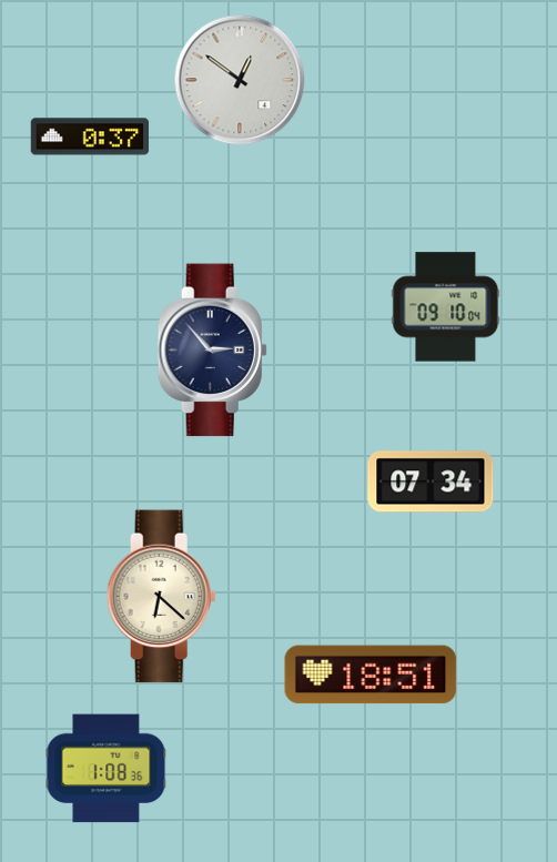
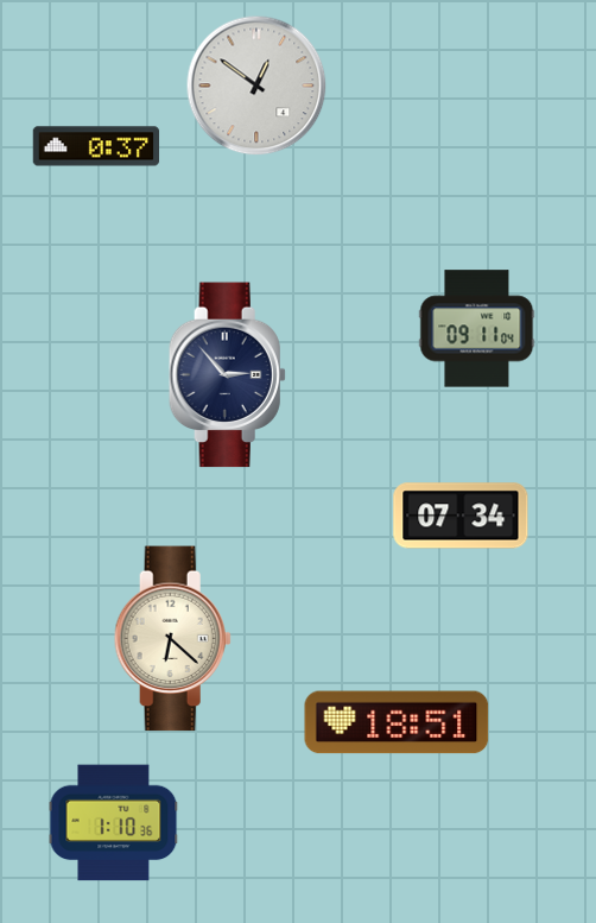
clock at (446, 307): 09:10 -> 09:11
clock at (107, 769): 1:08 -> 1:10
